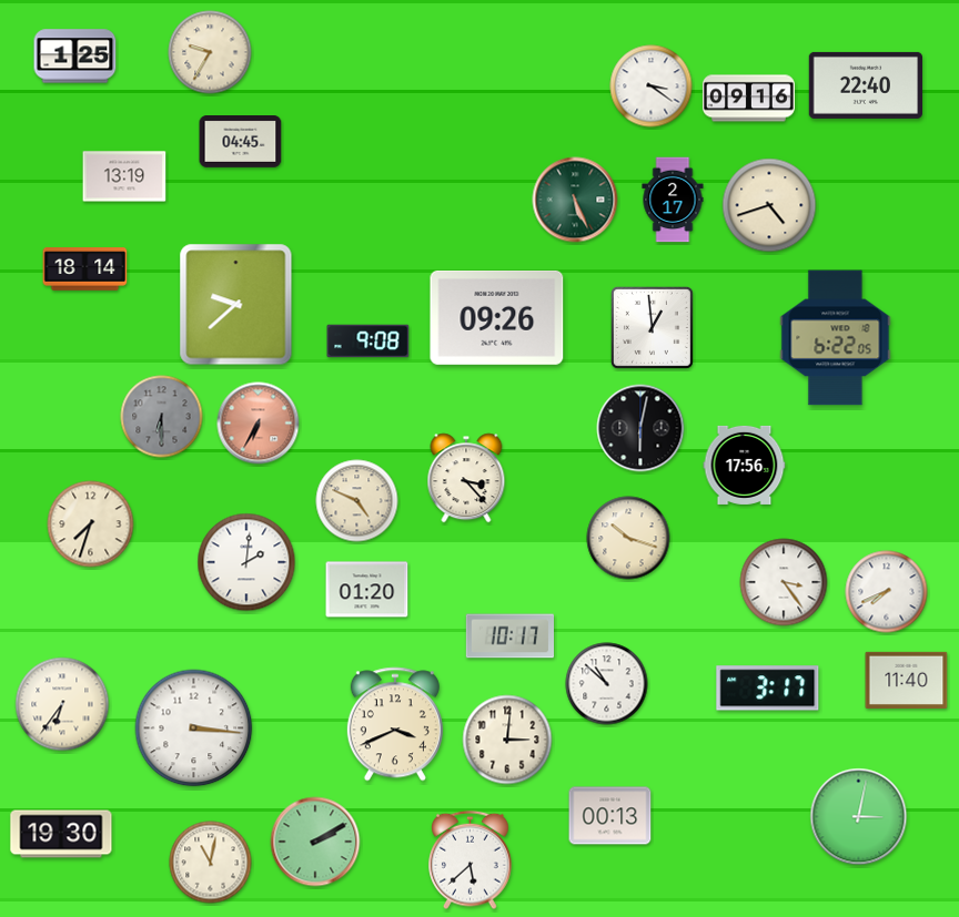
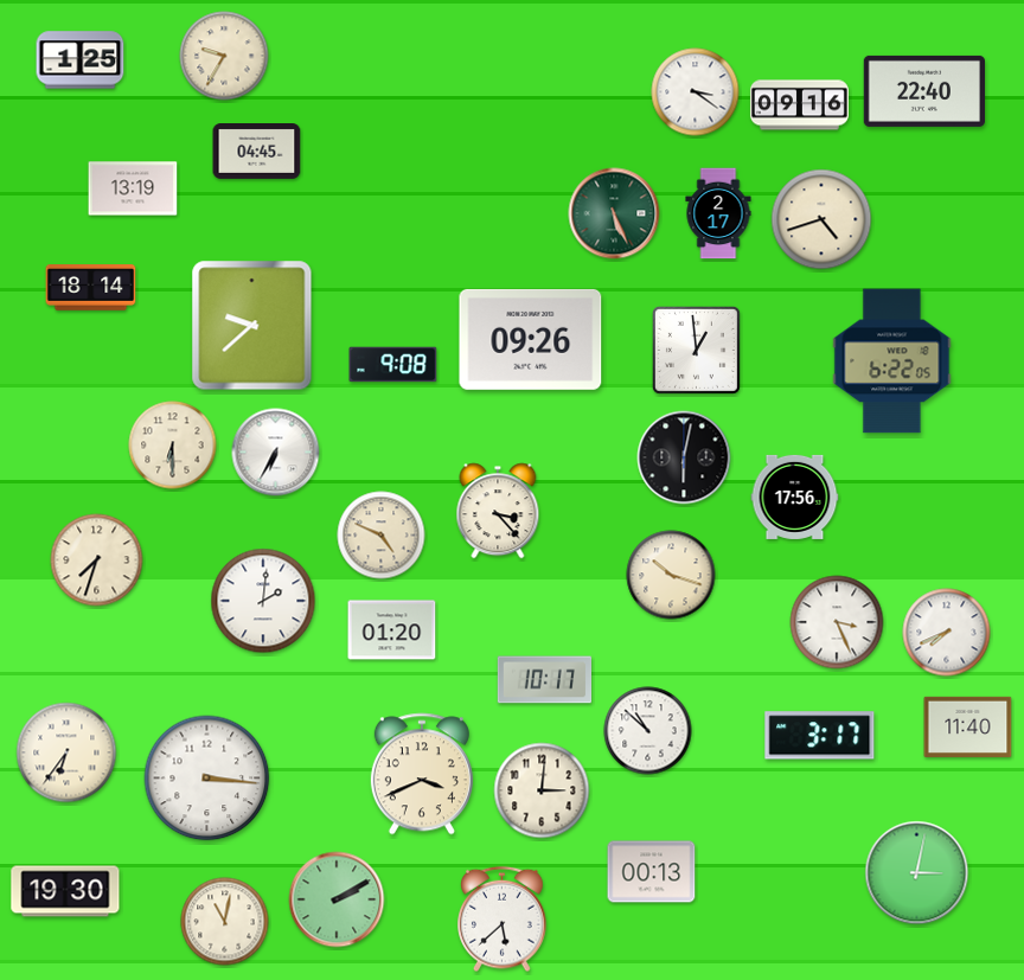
clock at (162, 417) dial: grey -> cream
clock at (259, 424) dial: salmon -> white
clock at (784, 582): 3:24 -> 3:26
